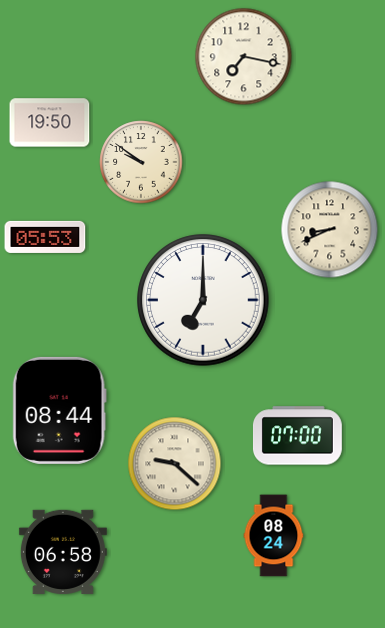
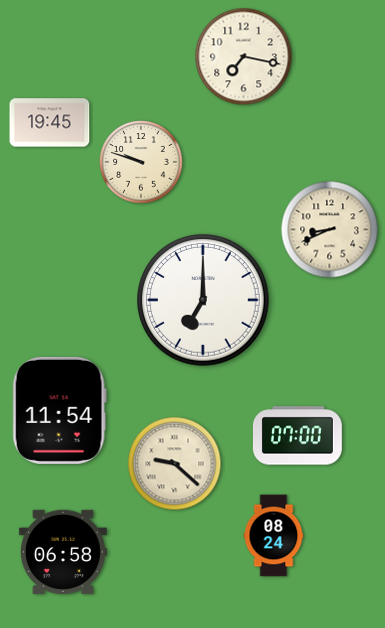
clock at (50, 123): 19:50 -> 19:45
clock at (141, 162): 9:51 -> 9:48
clock at (45, 237): 05:53 -> none
clock at (59, 410): 08:44 -> 11:54
